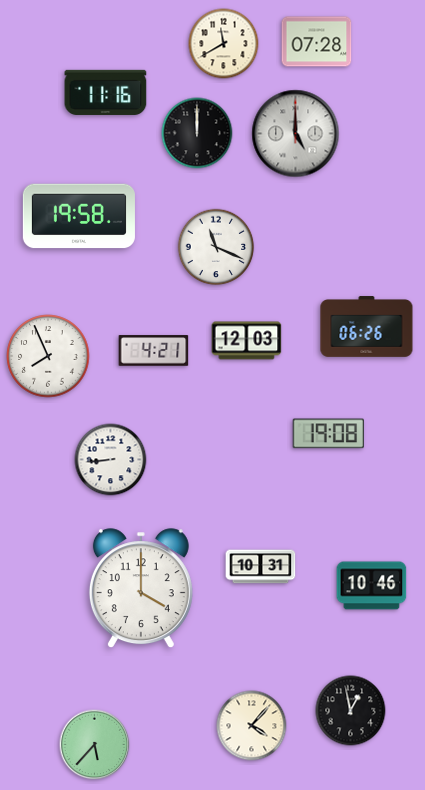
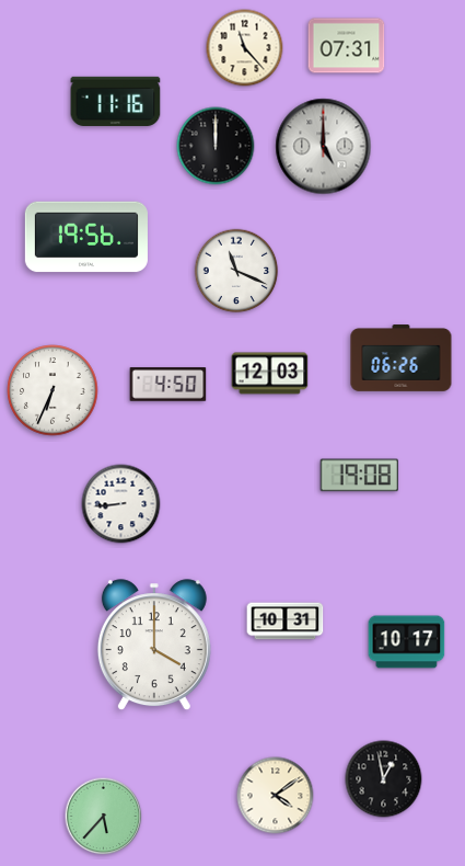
clock at (317, 42): 07:28 -> 07:31
clock at (224, 44): 11:40 -> 11:23
clock at (79, 216): 19:58 -> 19:56
clock at (154, 351): 4:21 -> 4:50
clock at (48, 356): 7:56 -> 6:34
clock at (372, 586): 10:46 -> 10:17
clock at (252, 726): 4:07 -> 4:09
